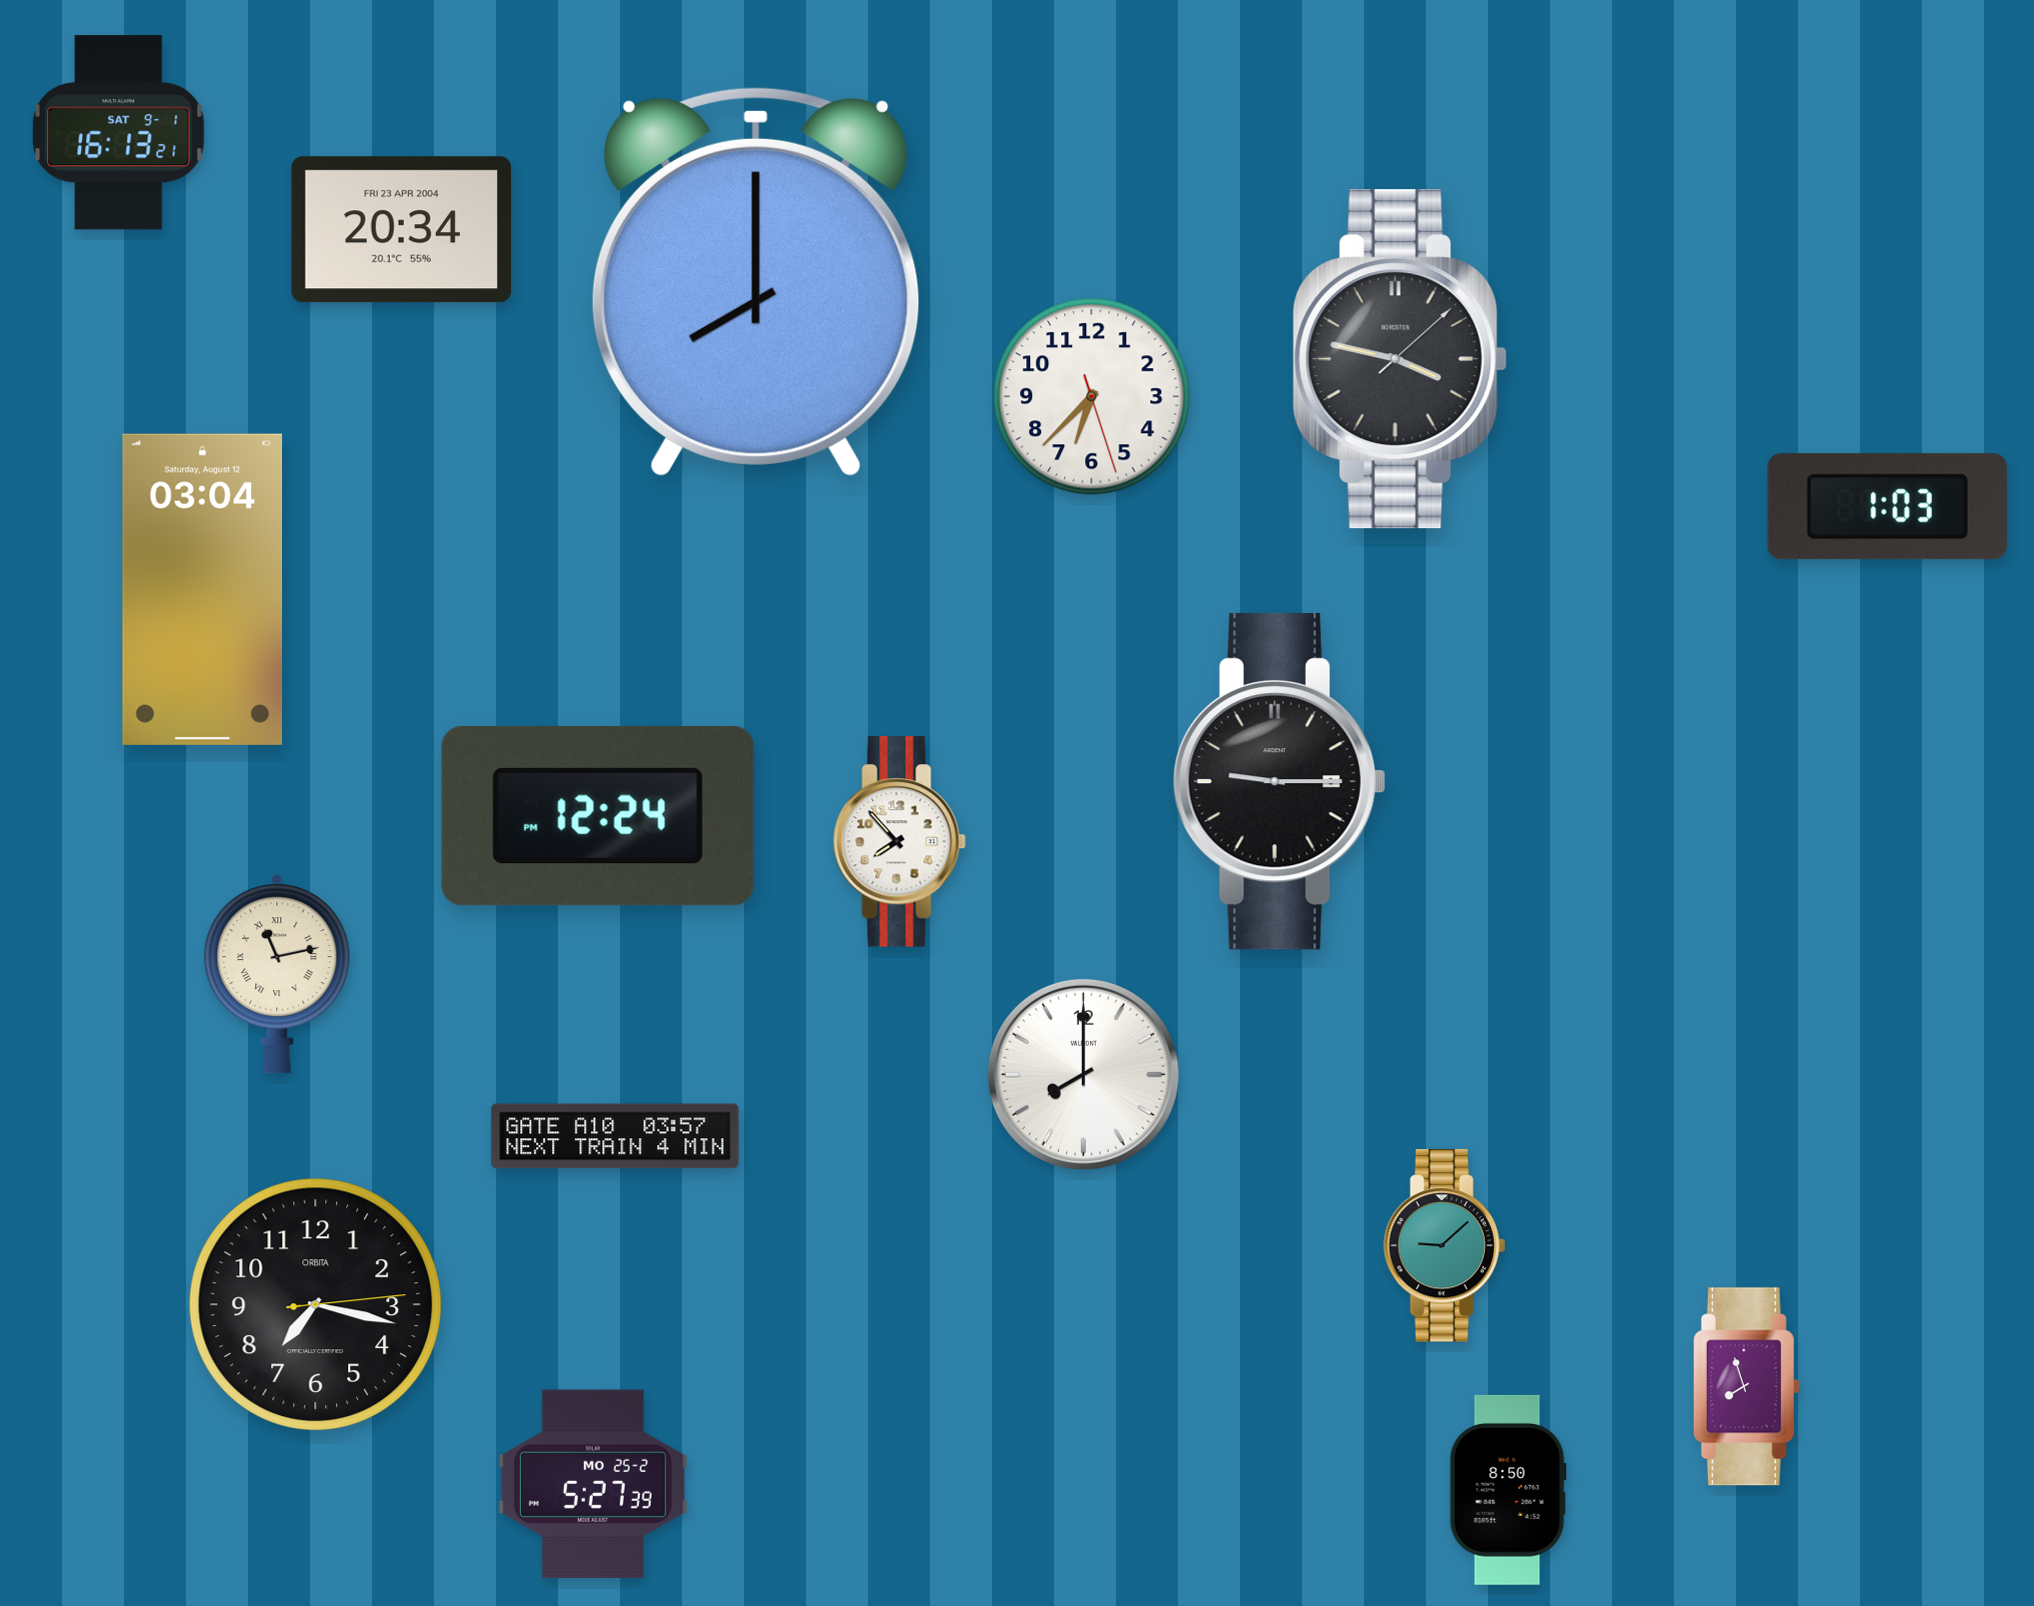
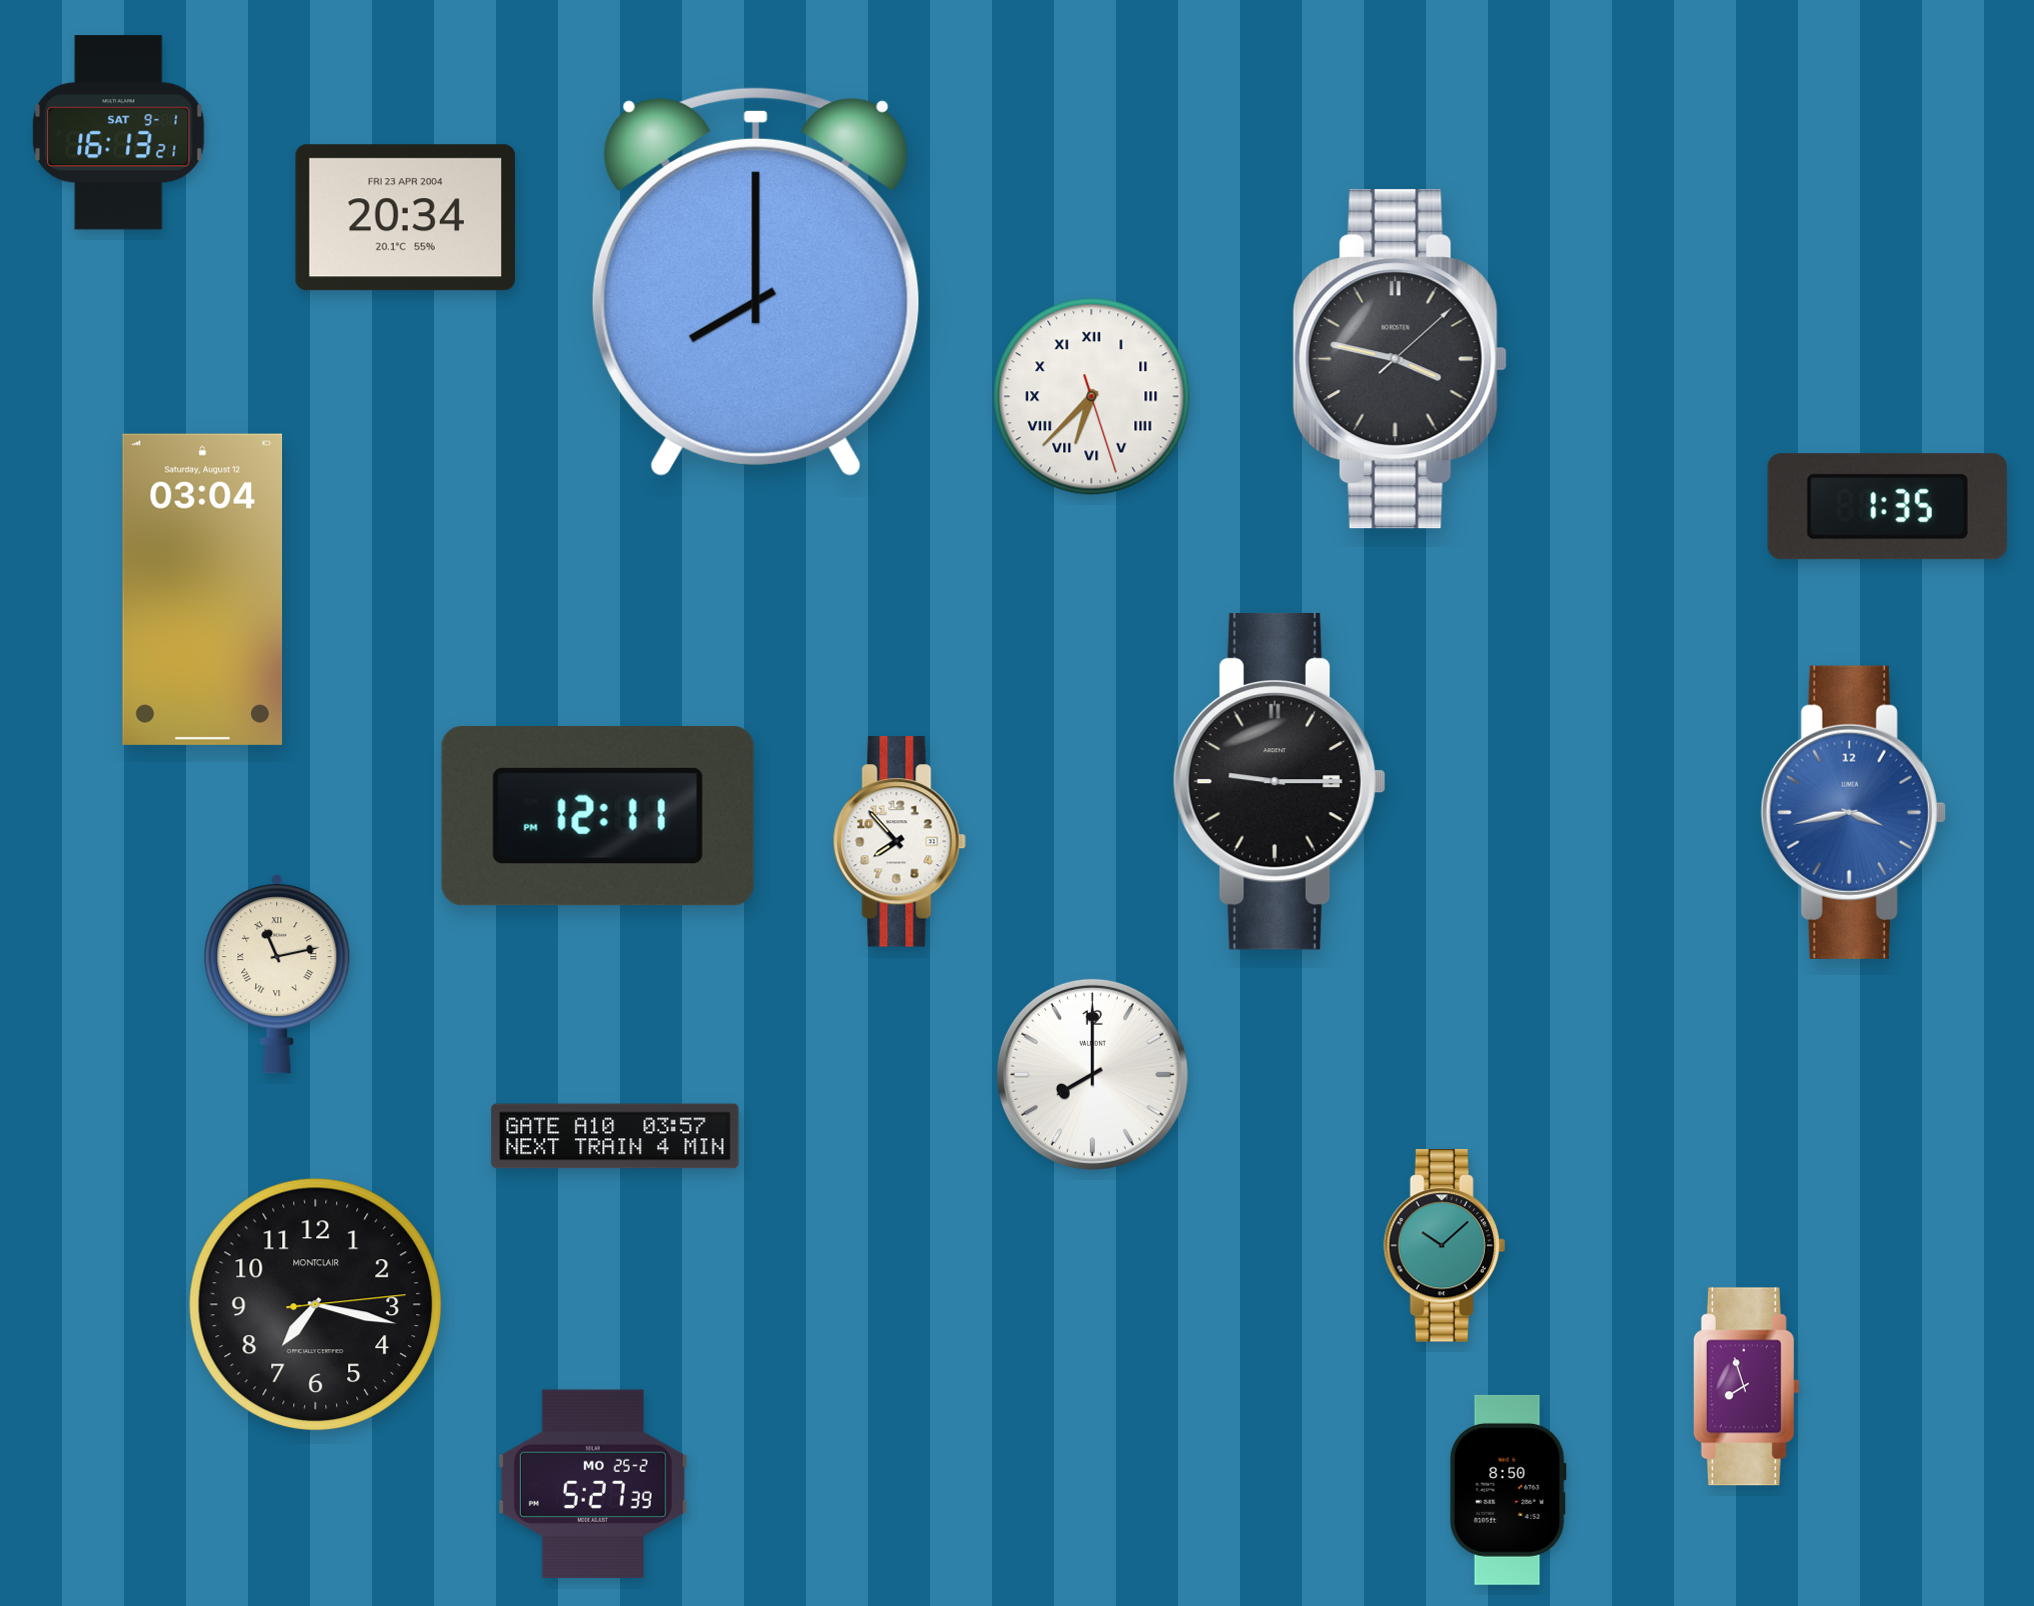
clock at (401, 230) position: (401, 230) -> (405, 218)
clock at (1092, 397) numerals: Arabic -> Roman
clock at (1887, 507): 1:03 -> 1:35
clock at (1853, 812): none -> 3:43
clock at (598, 816): 12:24 -> 12:11
clock at (1083, 1074) position: (1083, 1074) -> (1092, 1074)
clock at (1444, 1246): 9:08 -> 10:08
clock at (315, 1304) brand: ORBITA -> MONTCLAIR
